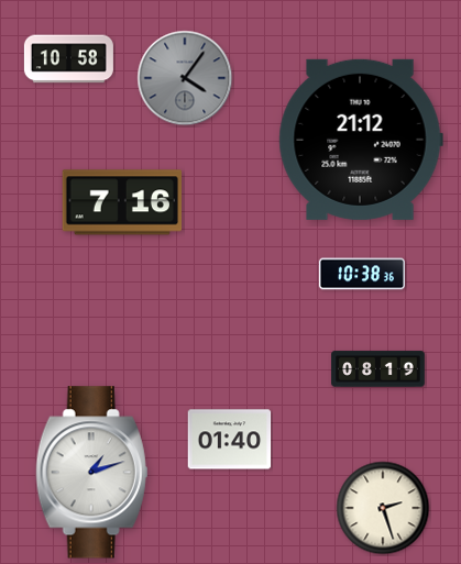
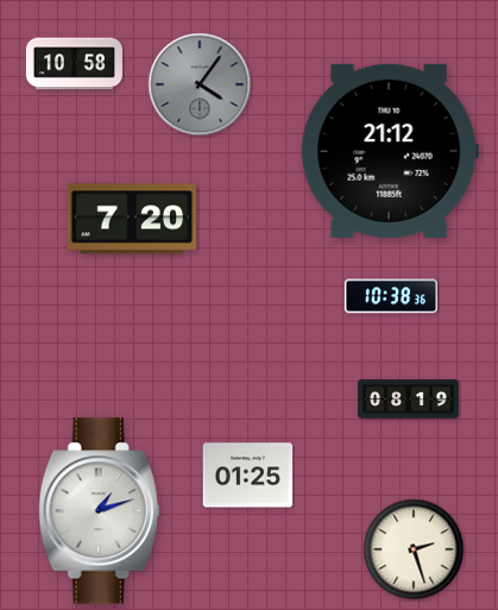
clock at (121, 202): 7:16 -> 7:20
clock at (230, 440): 01:40 -> 01:25
